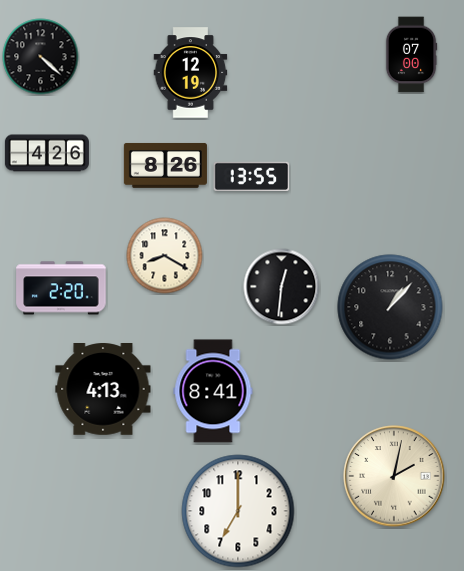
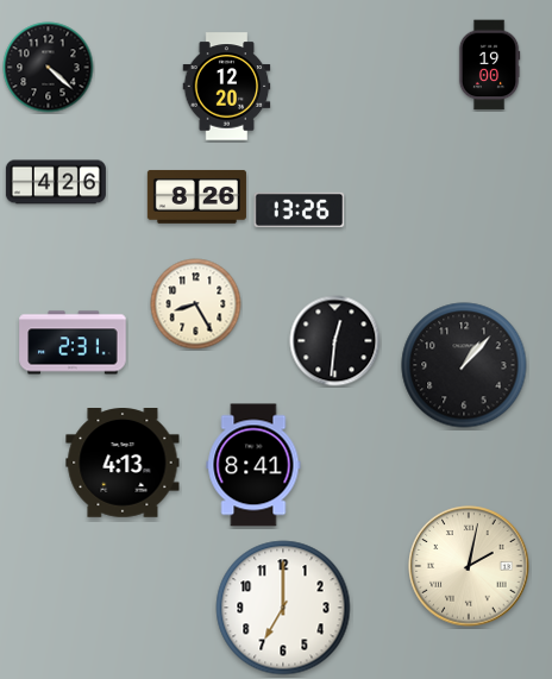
clock at (411, 55): 07:00 -> 19:00
clock at (191, 73): 12:19 -> 12:20
clock at (252, 176): 13:55 -> 13:26
clock at (165, 256): 8:20 -> 8:25
clock at (61, 288): 2:20 -> 2:31
